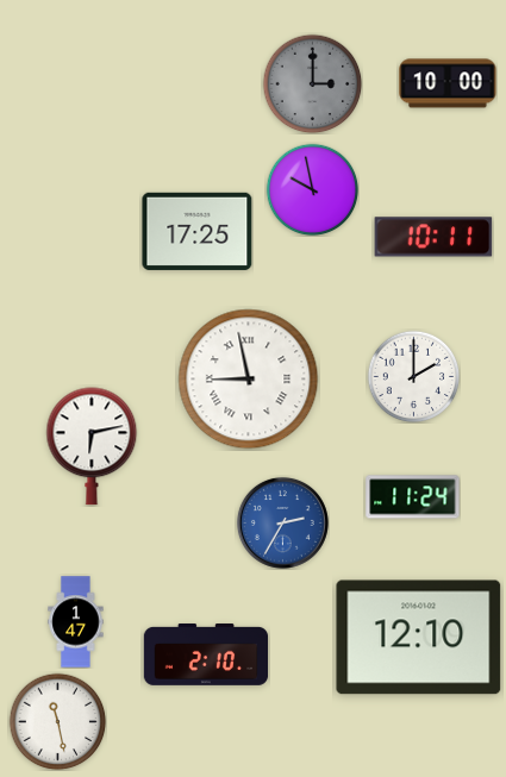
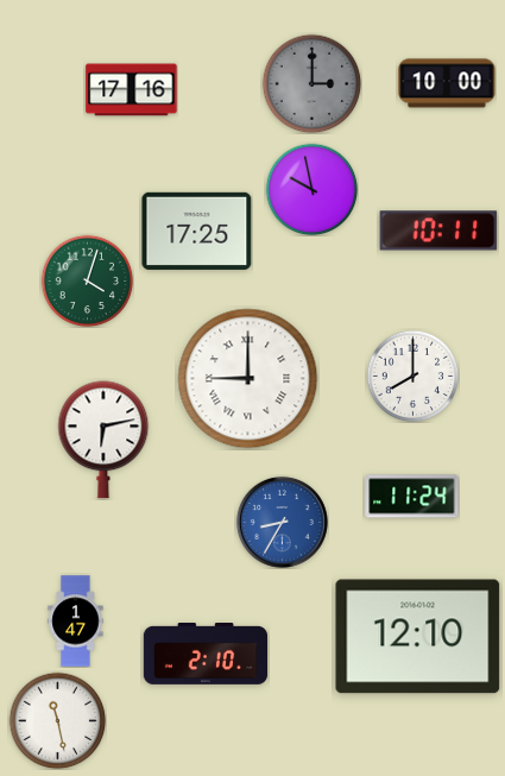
clock at (132, 90): none -> 17:16
clock at (433, 237) position: (433, 237) -> (438, 231)
clock at (87, 280): none -> 4:03
clock at (413, 376): 2:00 -> 8:00
clock at (249, 380): 8:58 -> 9:00
clock at (92, 446) position: (92, 446) -> (103, 440)
clock at (282, 522): 2:35 -> 8:35
